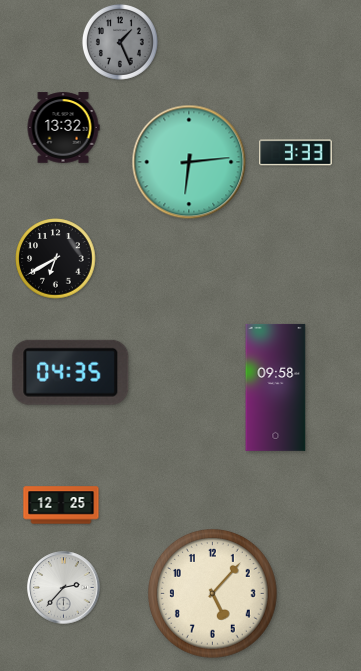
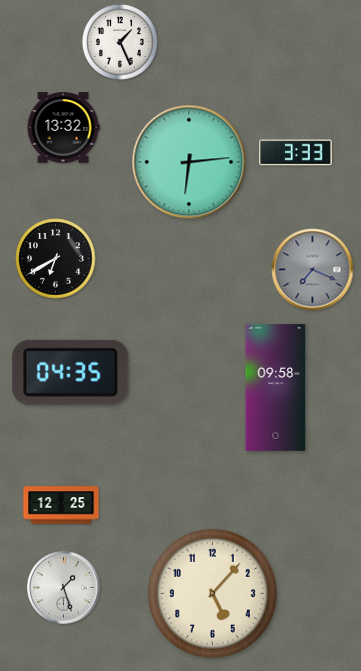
clock at (120, 42) dial: grey -> white
clock at (313, 270): none -> 7:19
clock at (64, 588): 2:37 -> 1:27
